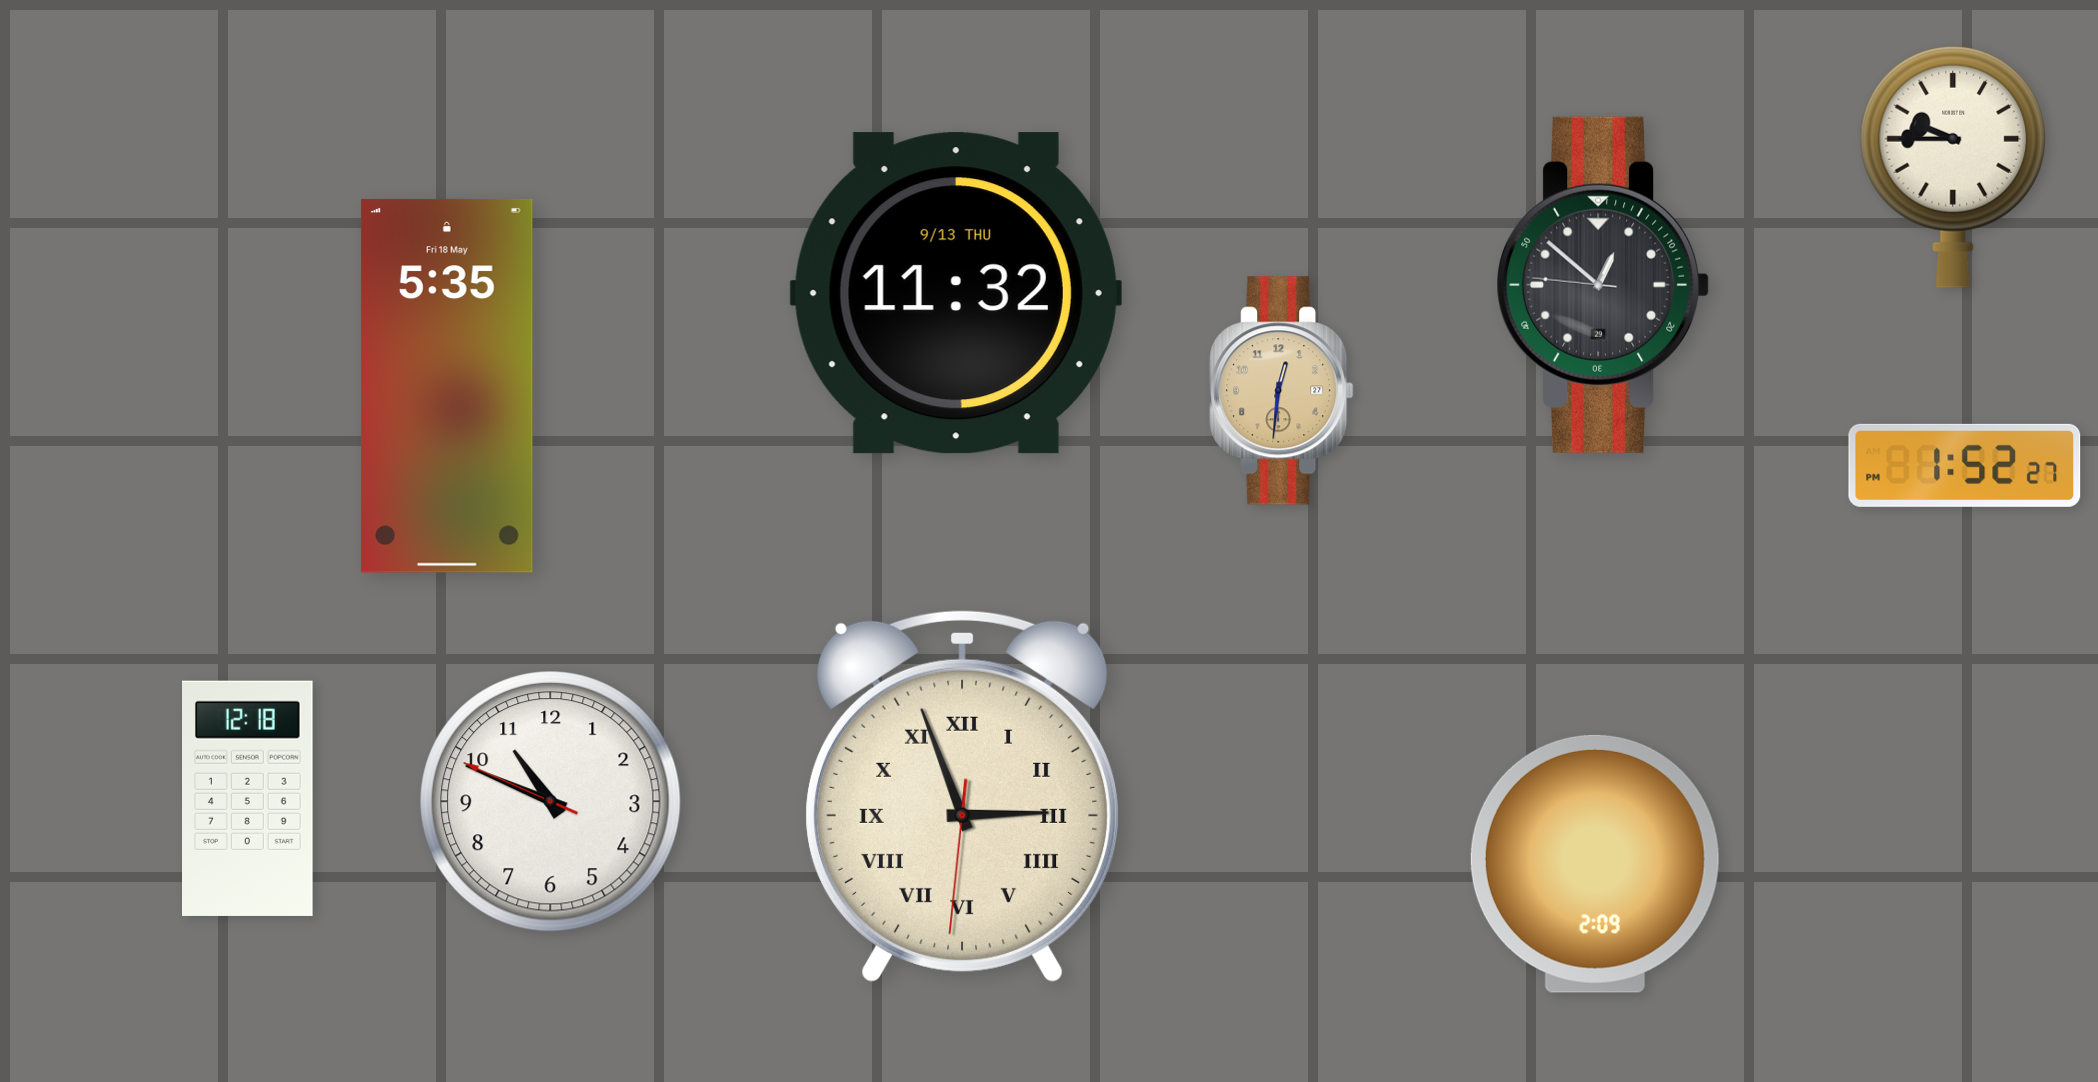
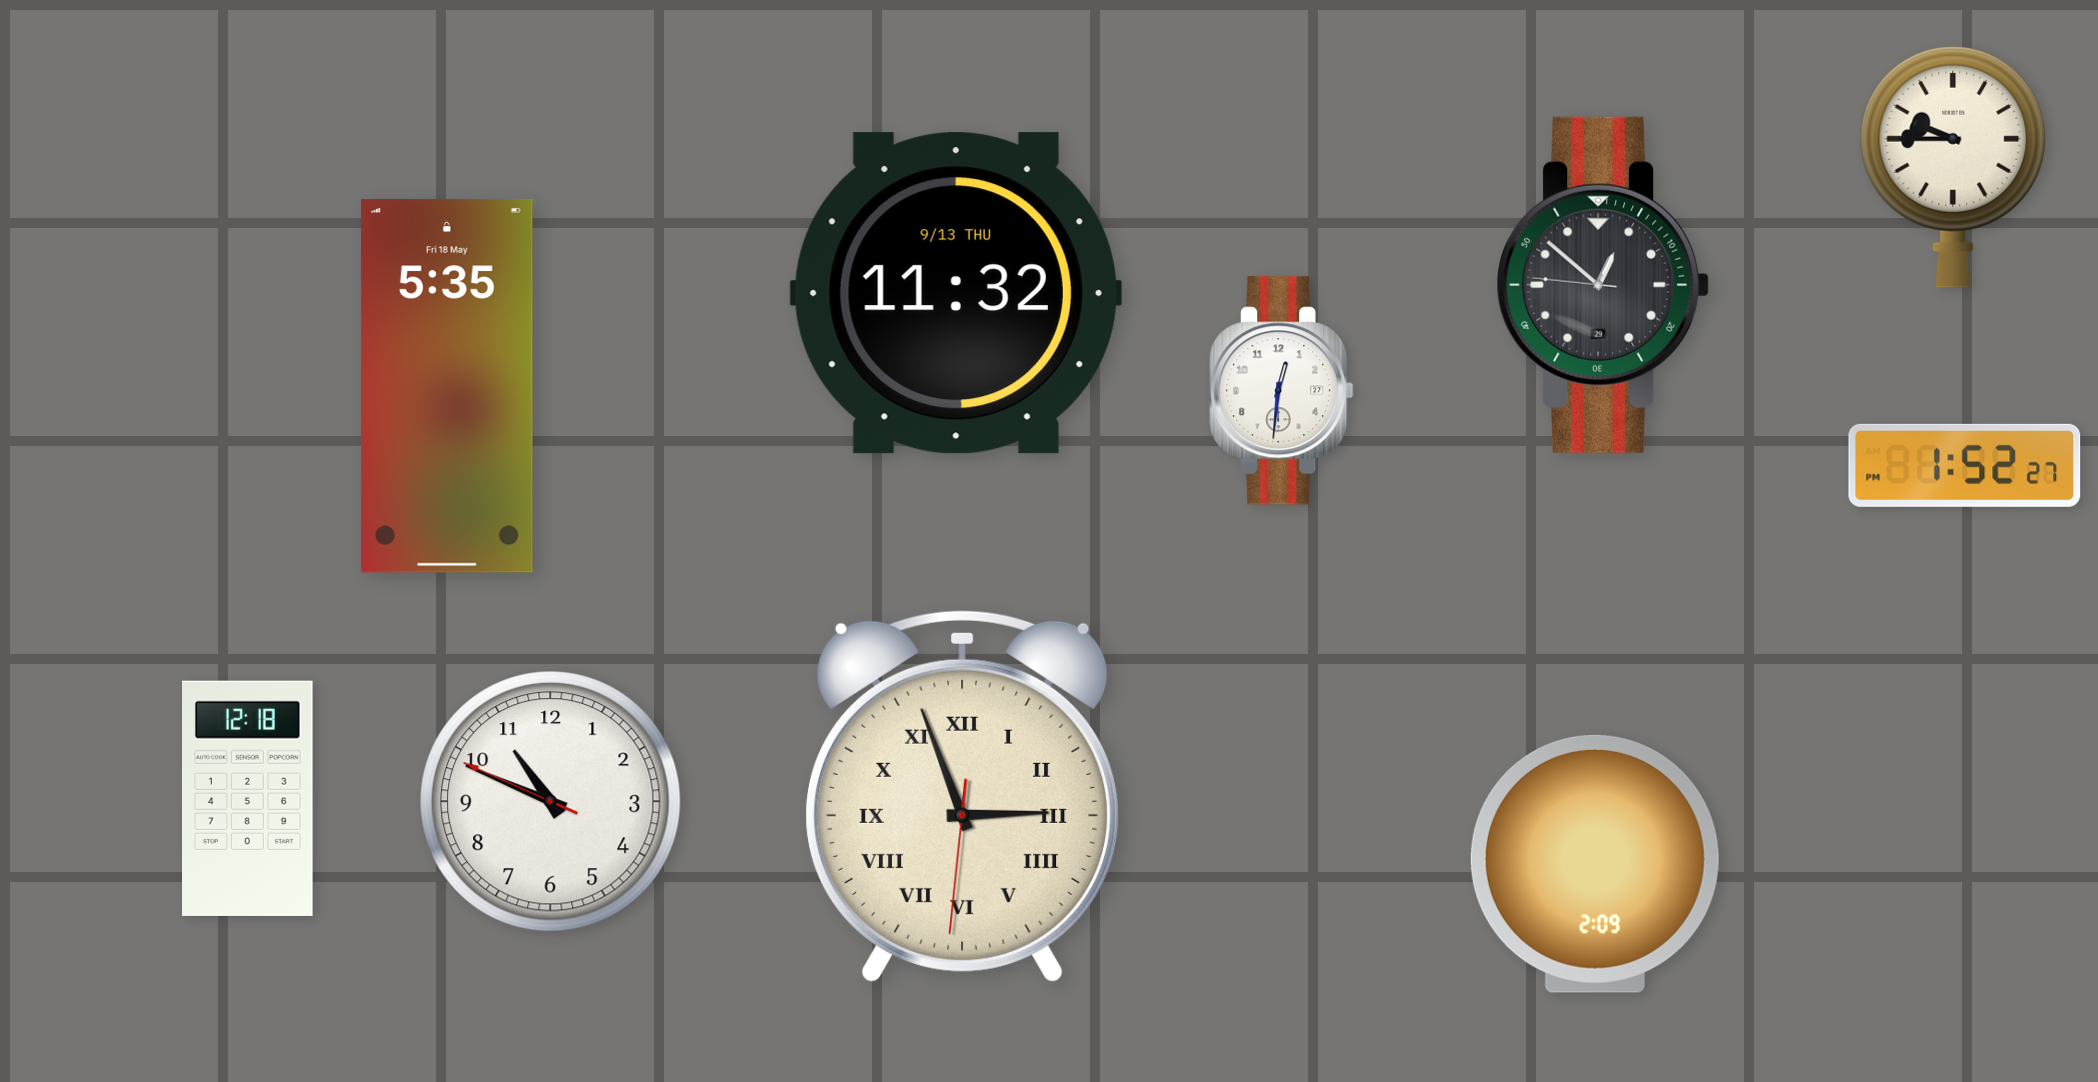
clock at (1282, 391) dial: champagne -> white
